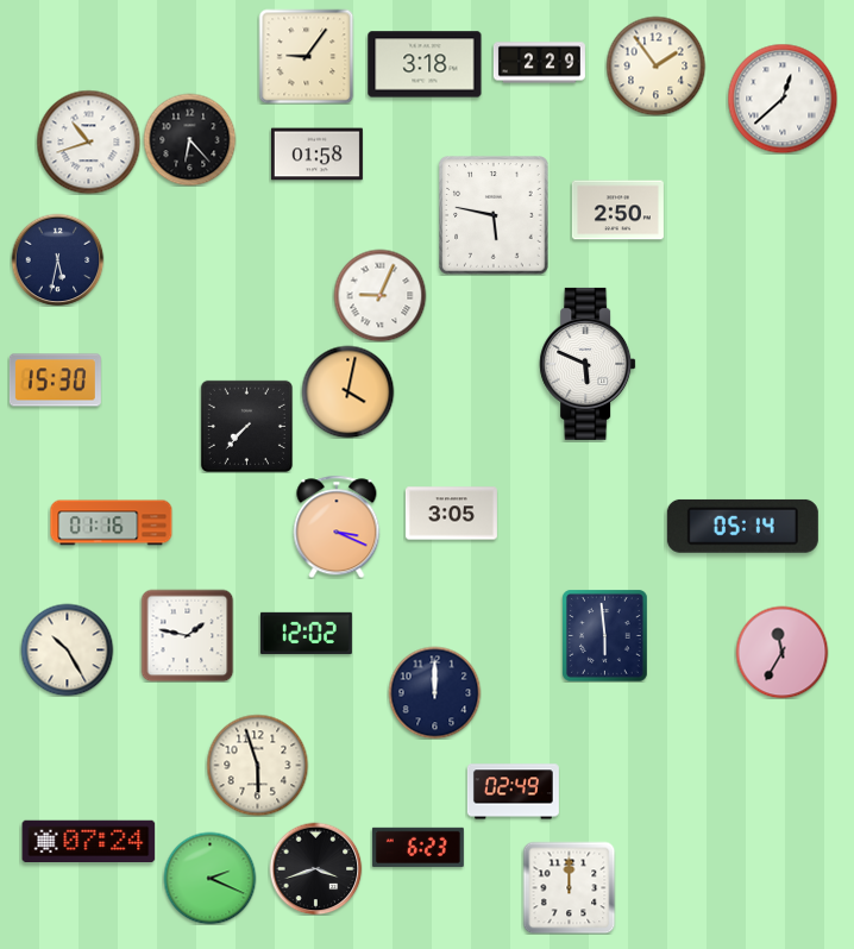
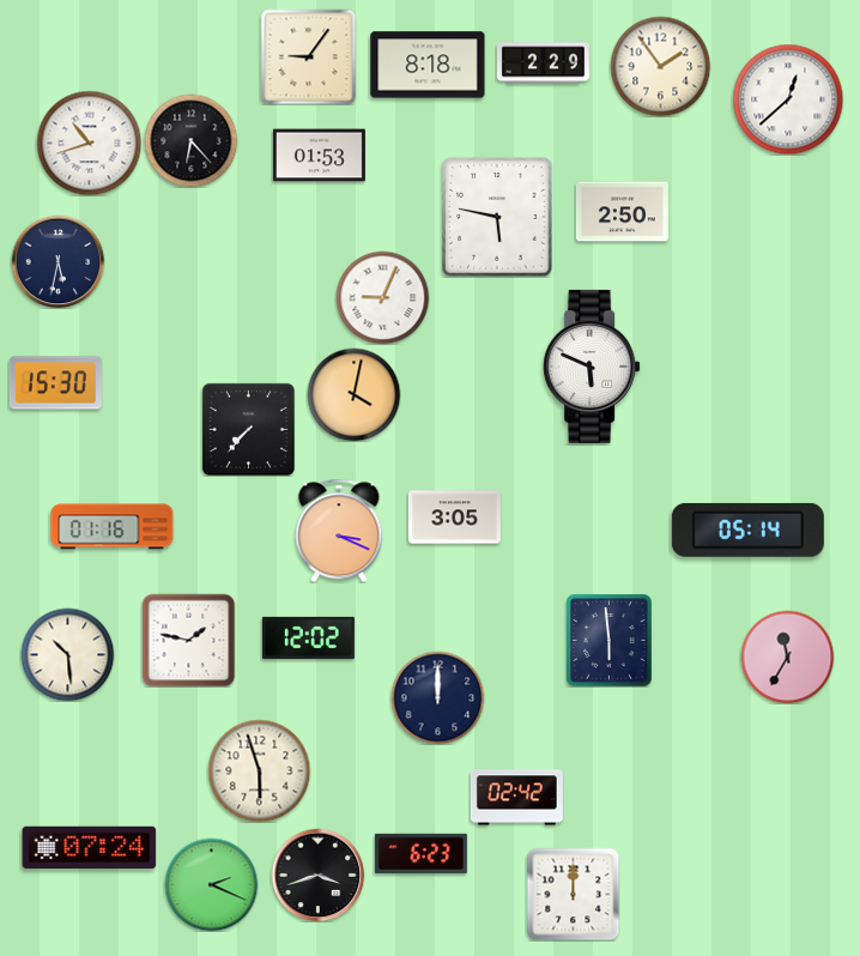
clock at (425, 64): 3:18 -> 8:18
clock at (316, 155): 01:58 -> 01:53
clock at (347, 391) position: (347, 391) -> (353, 394)
clock at (67, 649): 10:25 -> 10:29
clock at (513, 792): 02:49 -> 02:42
